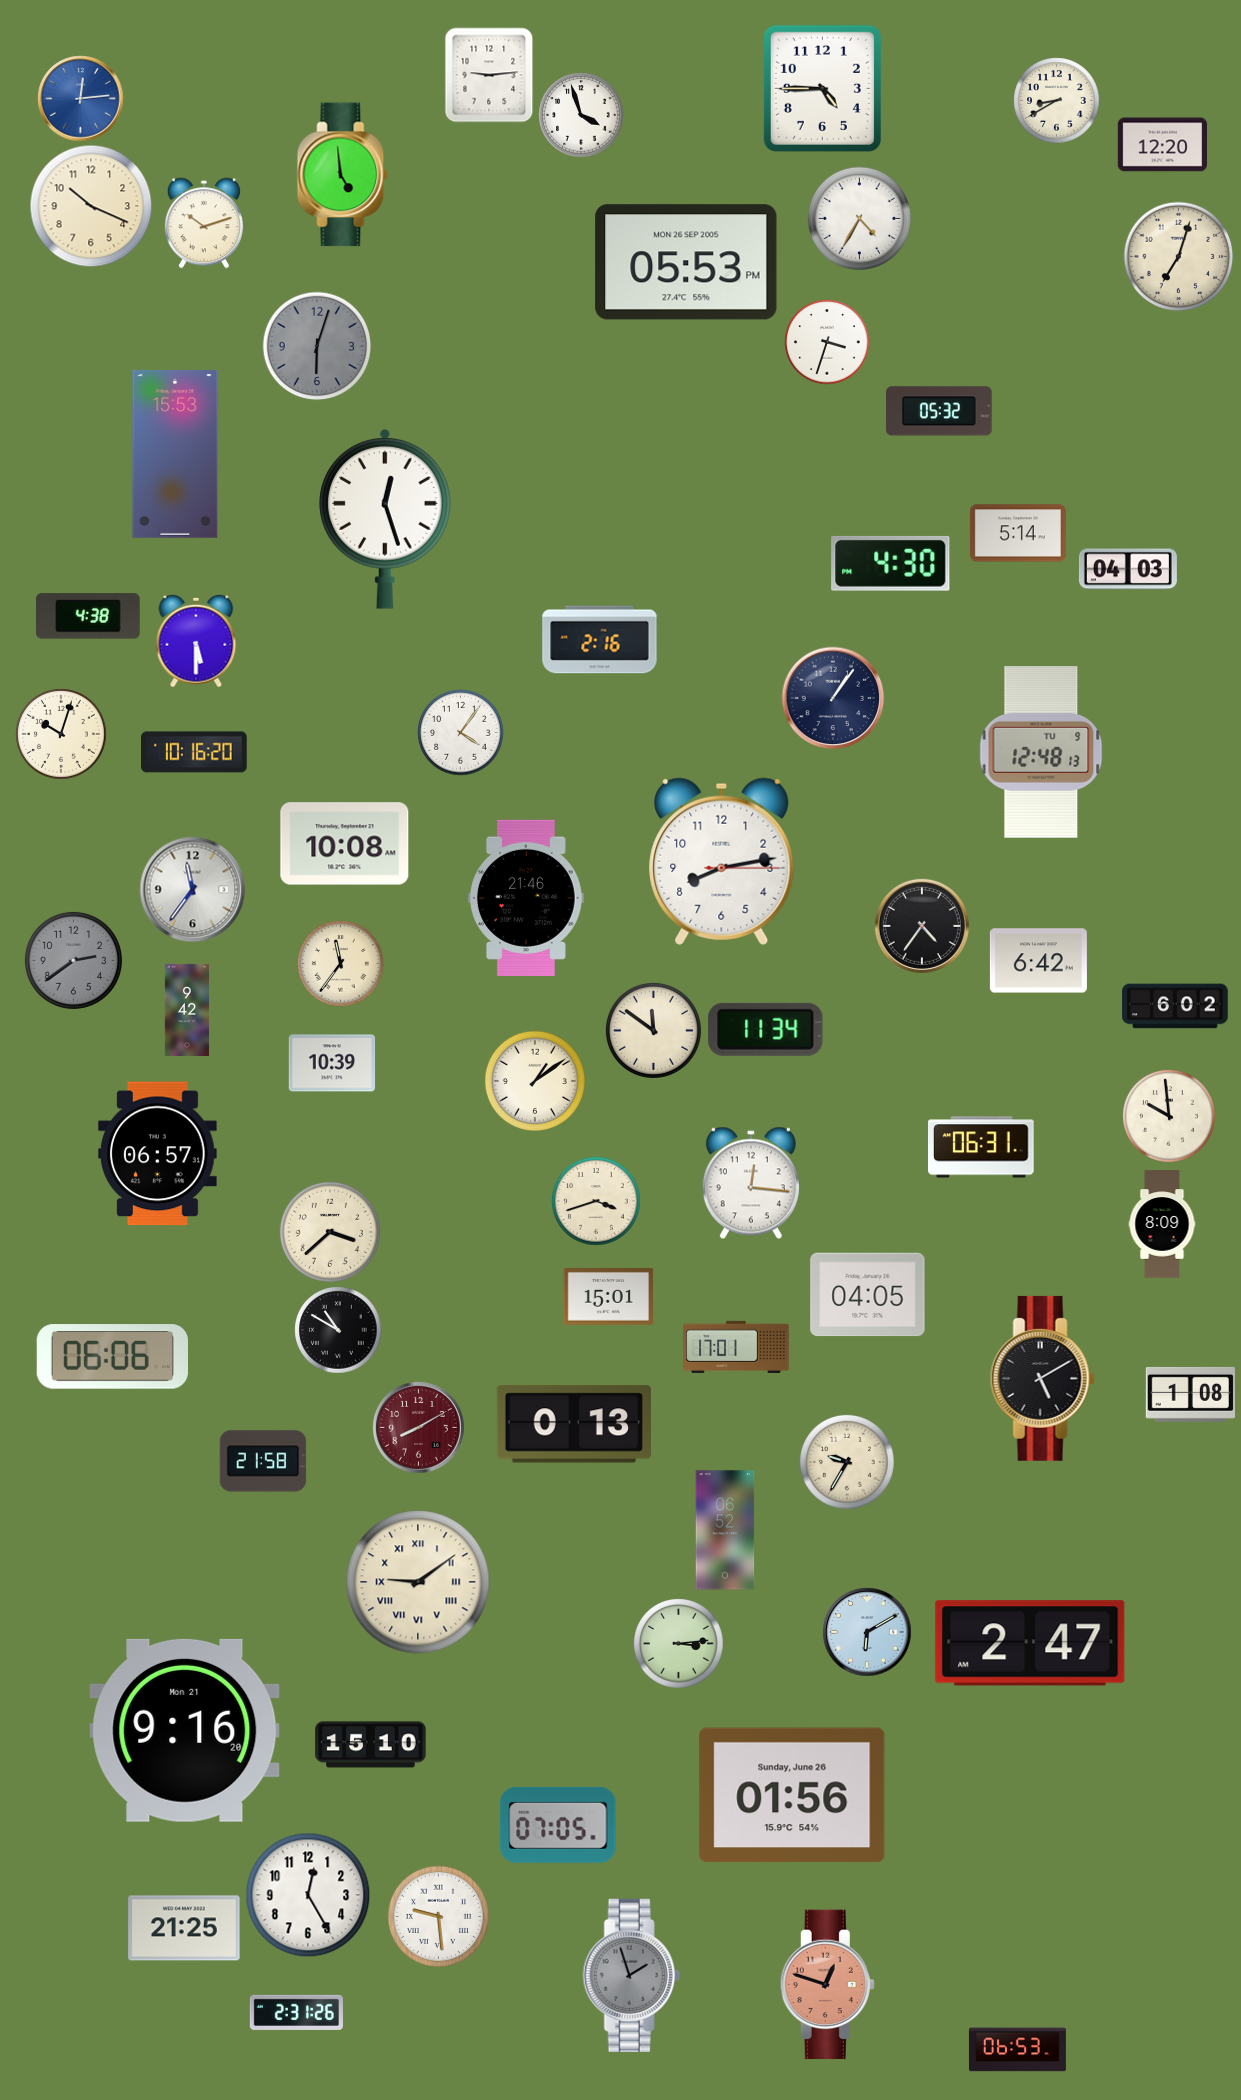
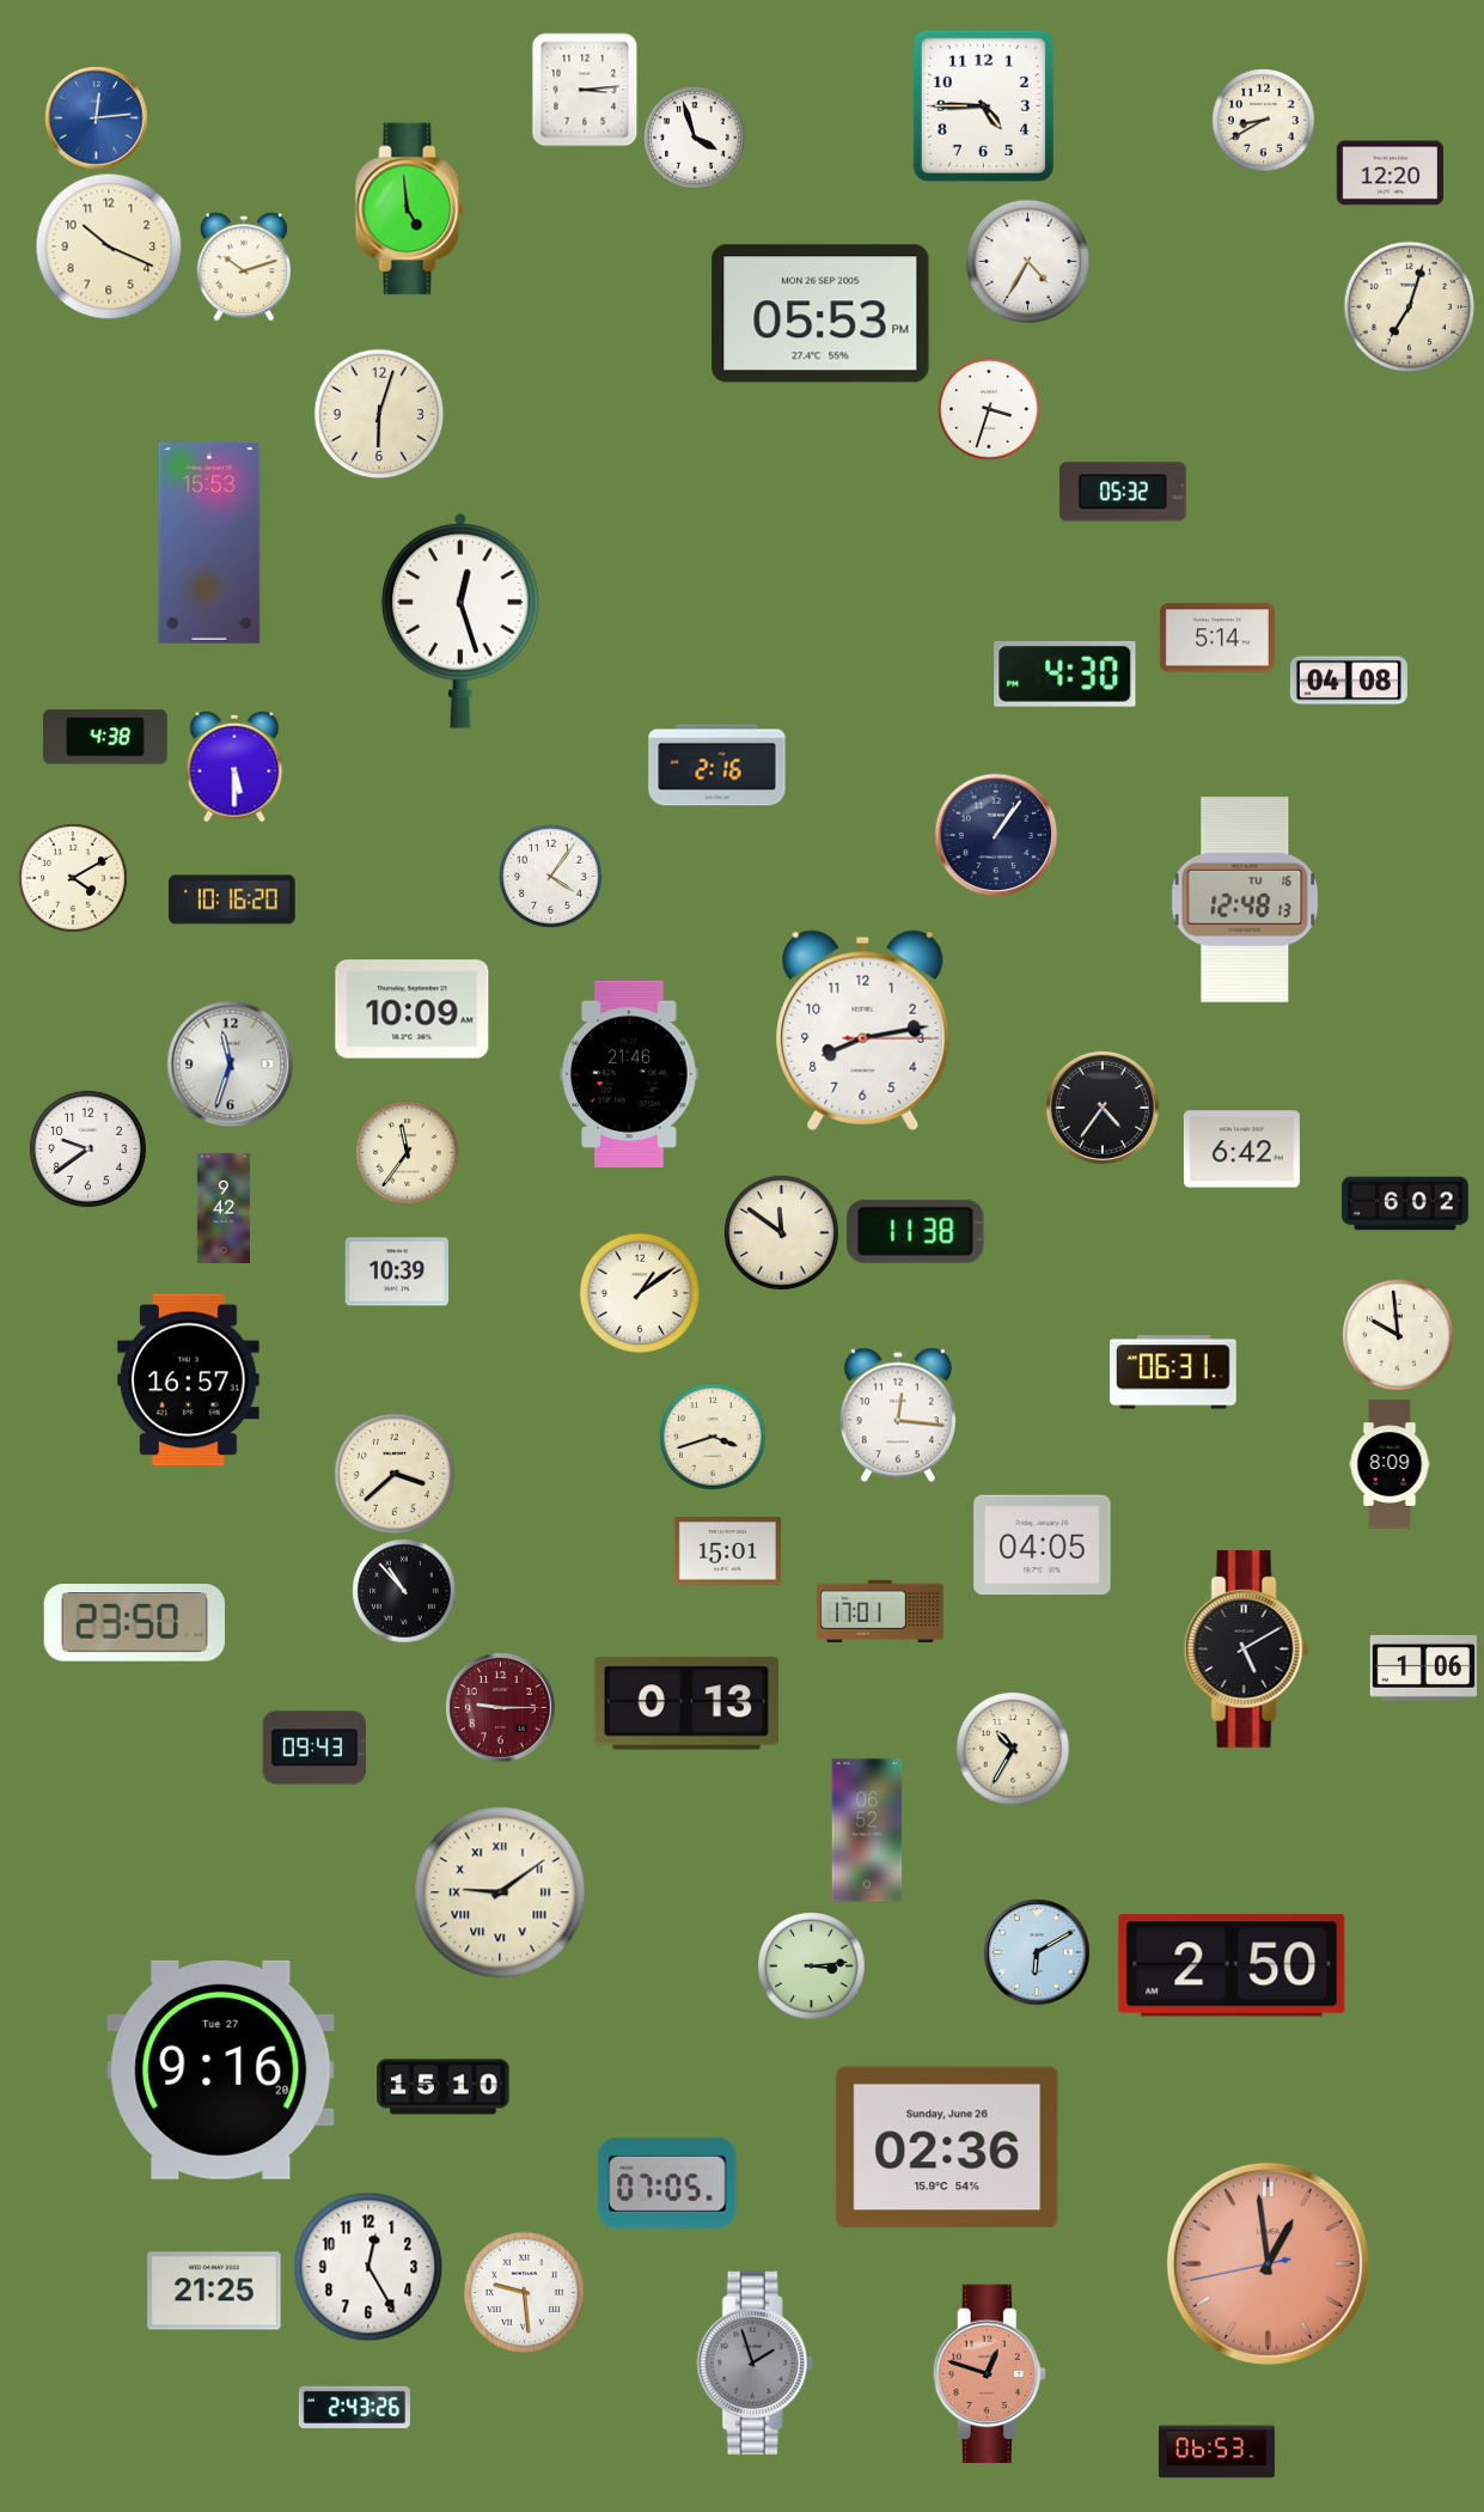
clock at (489, 75): 9:14 -> 3:14
clock at (317, 346) dial: grey -> cream
clock at (1128, 569): 04:03 -> 04:08
clock at (61, 734): 10:03 -> 4:10
clock at (1041, 752) date: TU 9 -> TU 16
clock at (345, 844): 10:08 -> 10:09
clock at (192, 889): 11:36 -> 11:33
clock at (73, 960): 2:39 -> 9:39
clock at (73, 960) dial: grey -> white
clock at (766, 1029): 11:34 -> 11:38
clock at (158, 1154): 06:57 -> 16:57
clock at (868, 1295) position: (868, 1295) -> (1043, 1545)
clock at (338, 1330): 10:50 -> 10:53
clock at (112, 1357): 06:06 -> 23:50
clock at (1190, 1394): 1:08 -> 1:06
clock at (418, 1427): 8:10 -> 9:15
clock at (263, 1461): 21:58 -> 09:43
clock at (847, 1462): 9:35 -> 10:35
clock at (1030, 1643): 2:47 -> 2:50
clock at (185, 1730) date: Mon 21 -> Tue 27
clock at (792, 1795): 01:56 -> 02:36
clock at (1268, 2263): none -> 12:58
clock at (184, 1928) position: (184, 1928) -> (214, 2291)
clock at (296, 2012): 2:31 -> 2:43
